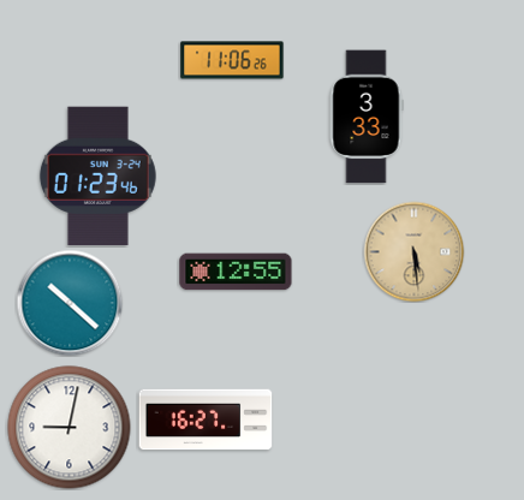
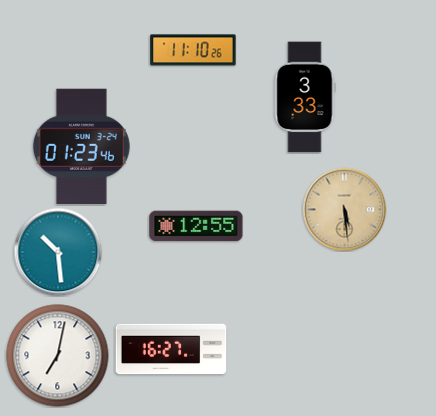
clock at (232, 60): 11:06 -> 11:10
clock at (70, 303): 10:22 -> 10:29
clock at (70, 428): 9:02 -> 7:02
